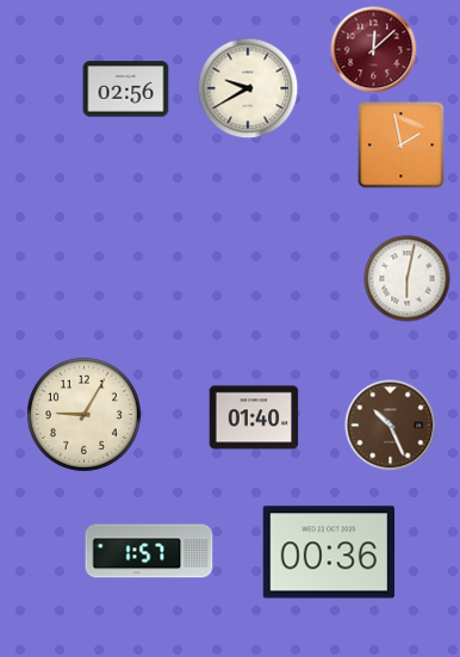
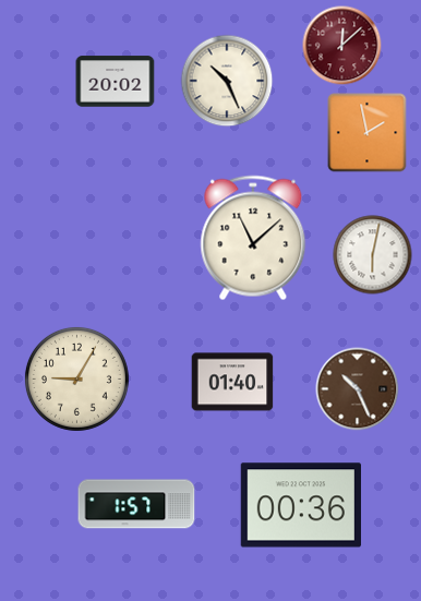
clock at (248, 88): 9:40 -> 10:26
clock at (126, 89): 02:56 -> 20:02
clock at (253, 238): none -> 11:08
